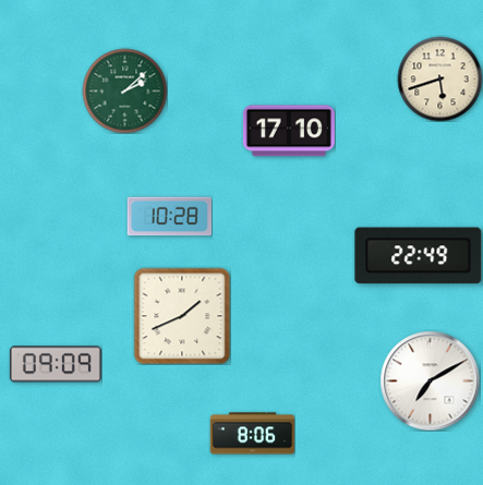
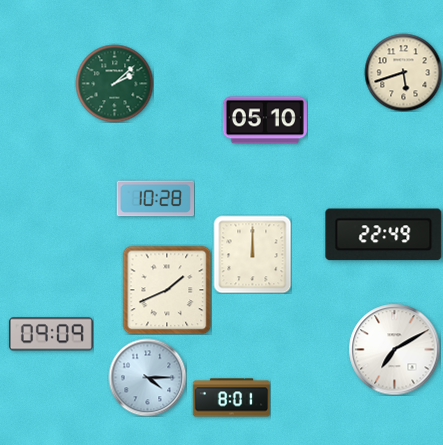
clock at (289, 131): 17:10 -> 05:10
clock at (252, 254): none -> 12:00
clock at (147, 377): none -> 4:15
clock at (252, 434): 8:06 -> 8:01
